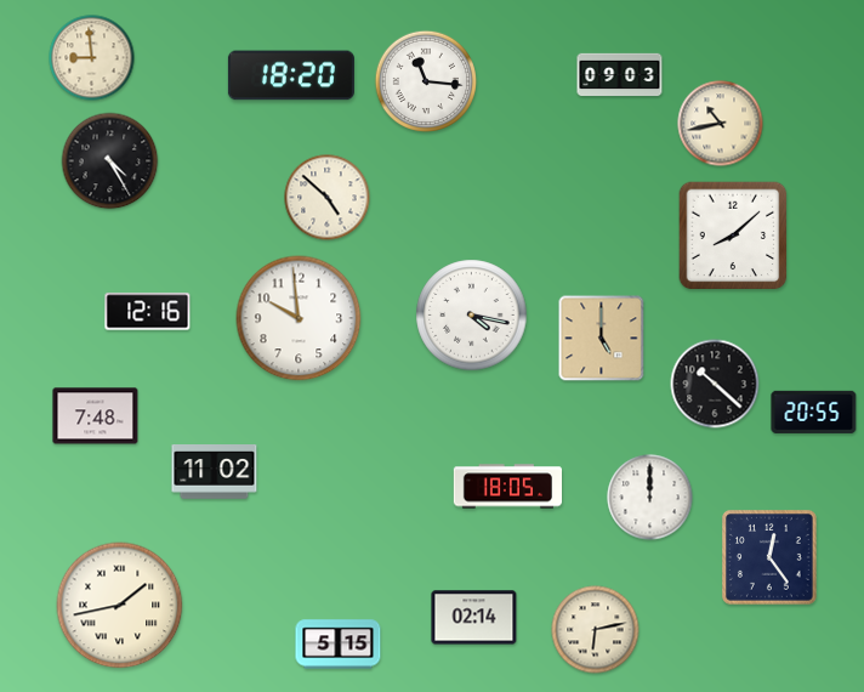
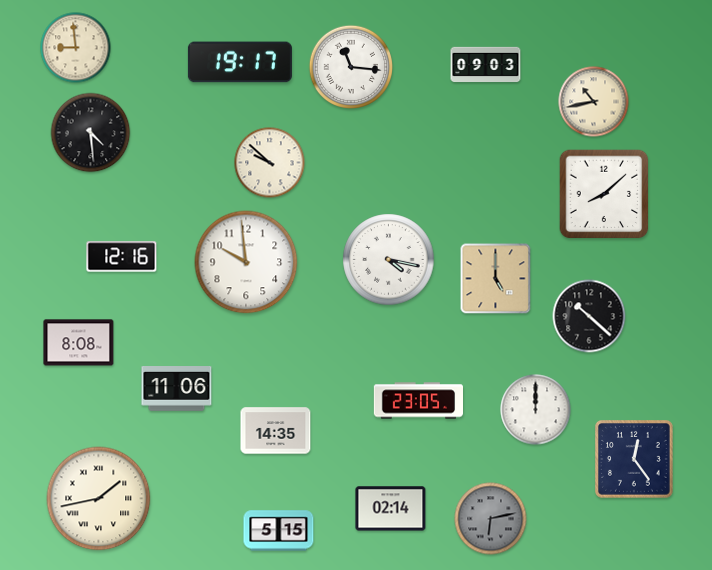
clock at (291, 75): 18:20 -> 19:17
clock at (620, 75) position: (620, 75) -> (486, 65)
clock at (110, 161): 4:25 -> 4:29
clock at (328, 198): 4:52 -> 9:52
clock at (814, 412): 20:55 -> none
clock at (96, 416): 7:48 -> 8:08
clock at (215, 472): 11:02 -> 11:06
clock at (507, 487): 18:05 -> 23:05
clock at (276, 431): none -> 14:35
clock at (596, 630) dial: cream -> grey
